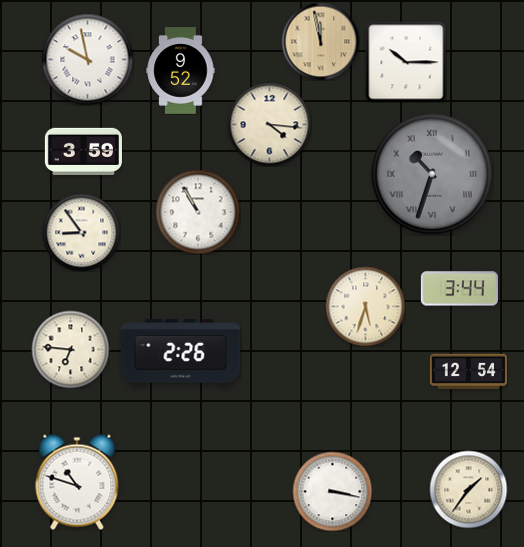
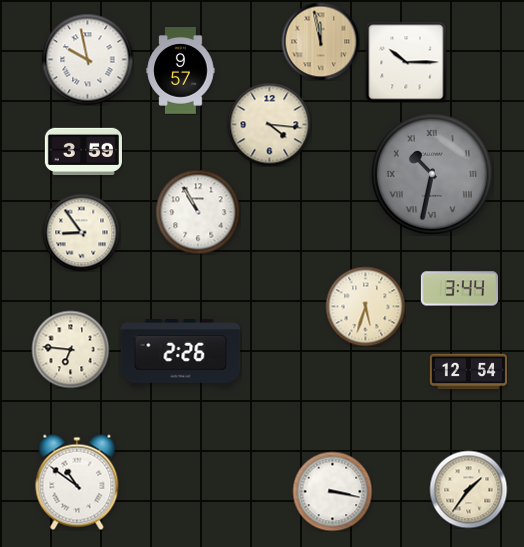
clock at (181, 71): 9:52 -> 9:57
clock at (432, 174): 10:33 -> 10:32
clock at (77, 482): 10:48 -> 10:51
